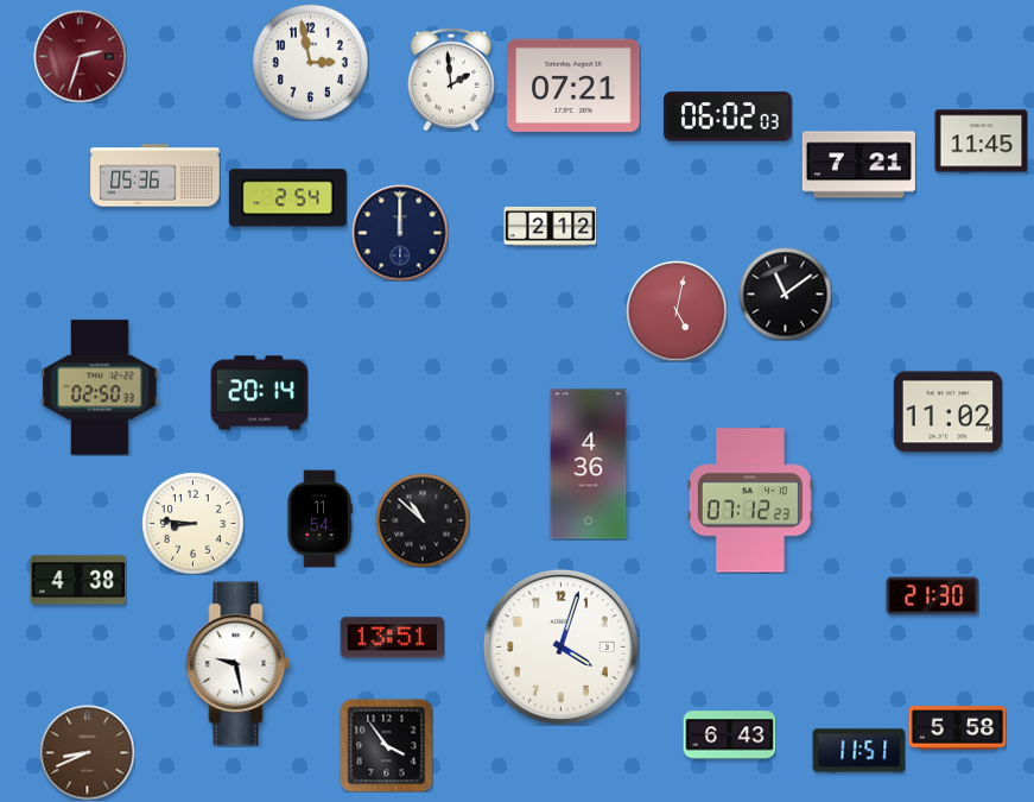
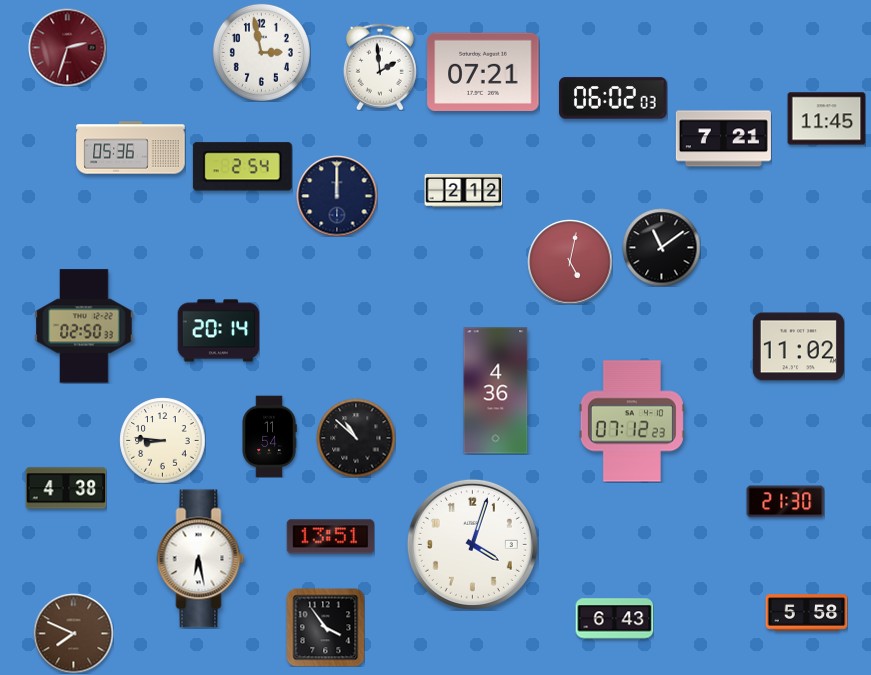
clock at (239, 664): 9:28 -> 6:28
clock at (858, 751): 11:51 -> none
clock at (87, 752): 8:41 -> 7:49
